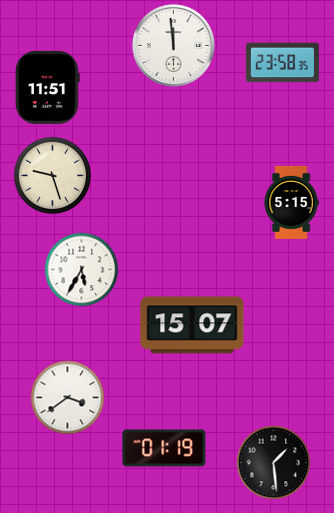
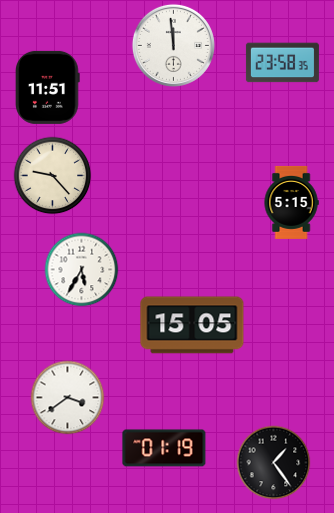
clock at (53, 176): 9:27 -> 9:23
clock at (192, 325): 15:07 -> 15:05
clock at (274, 463): 1:29 -> 1:24
